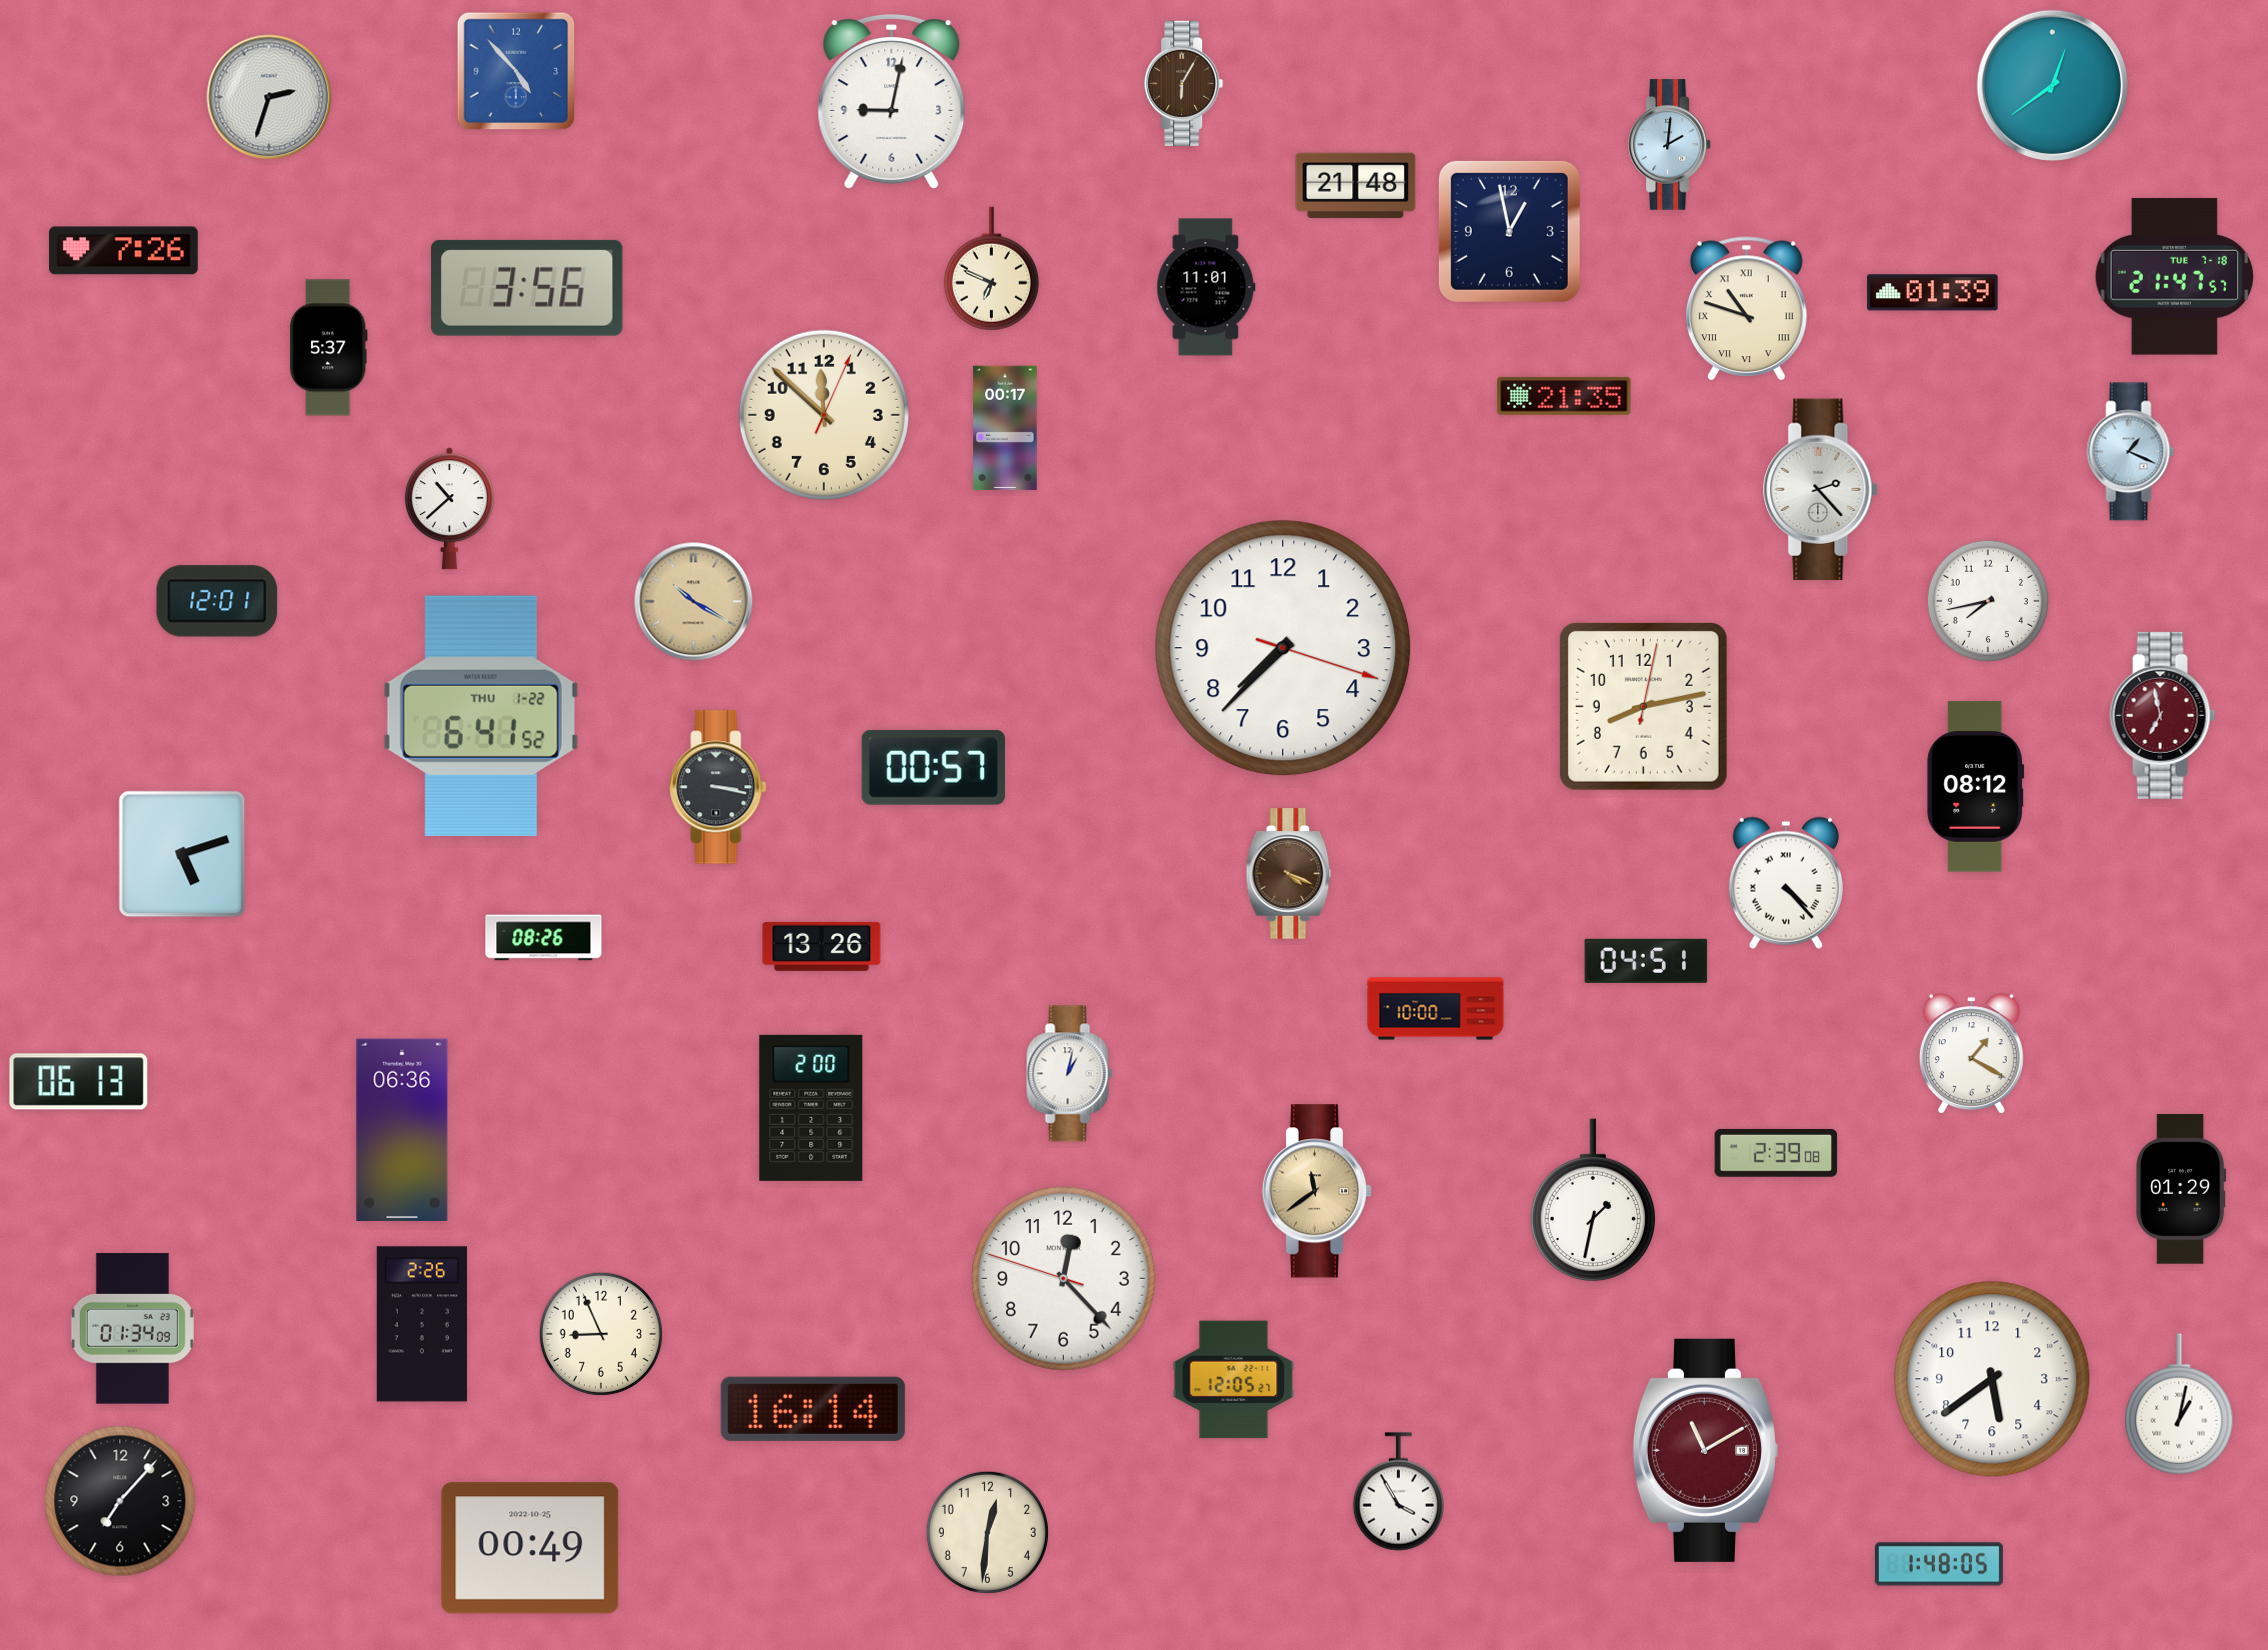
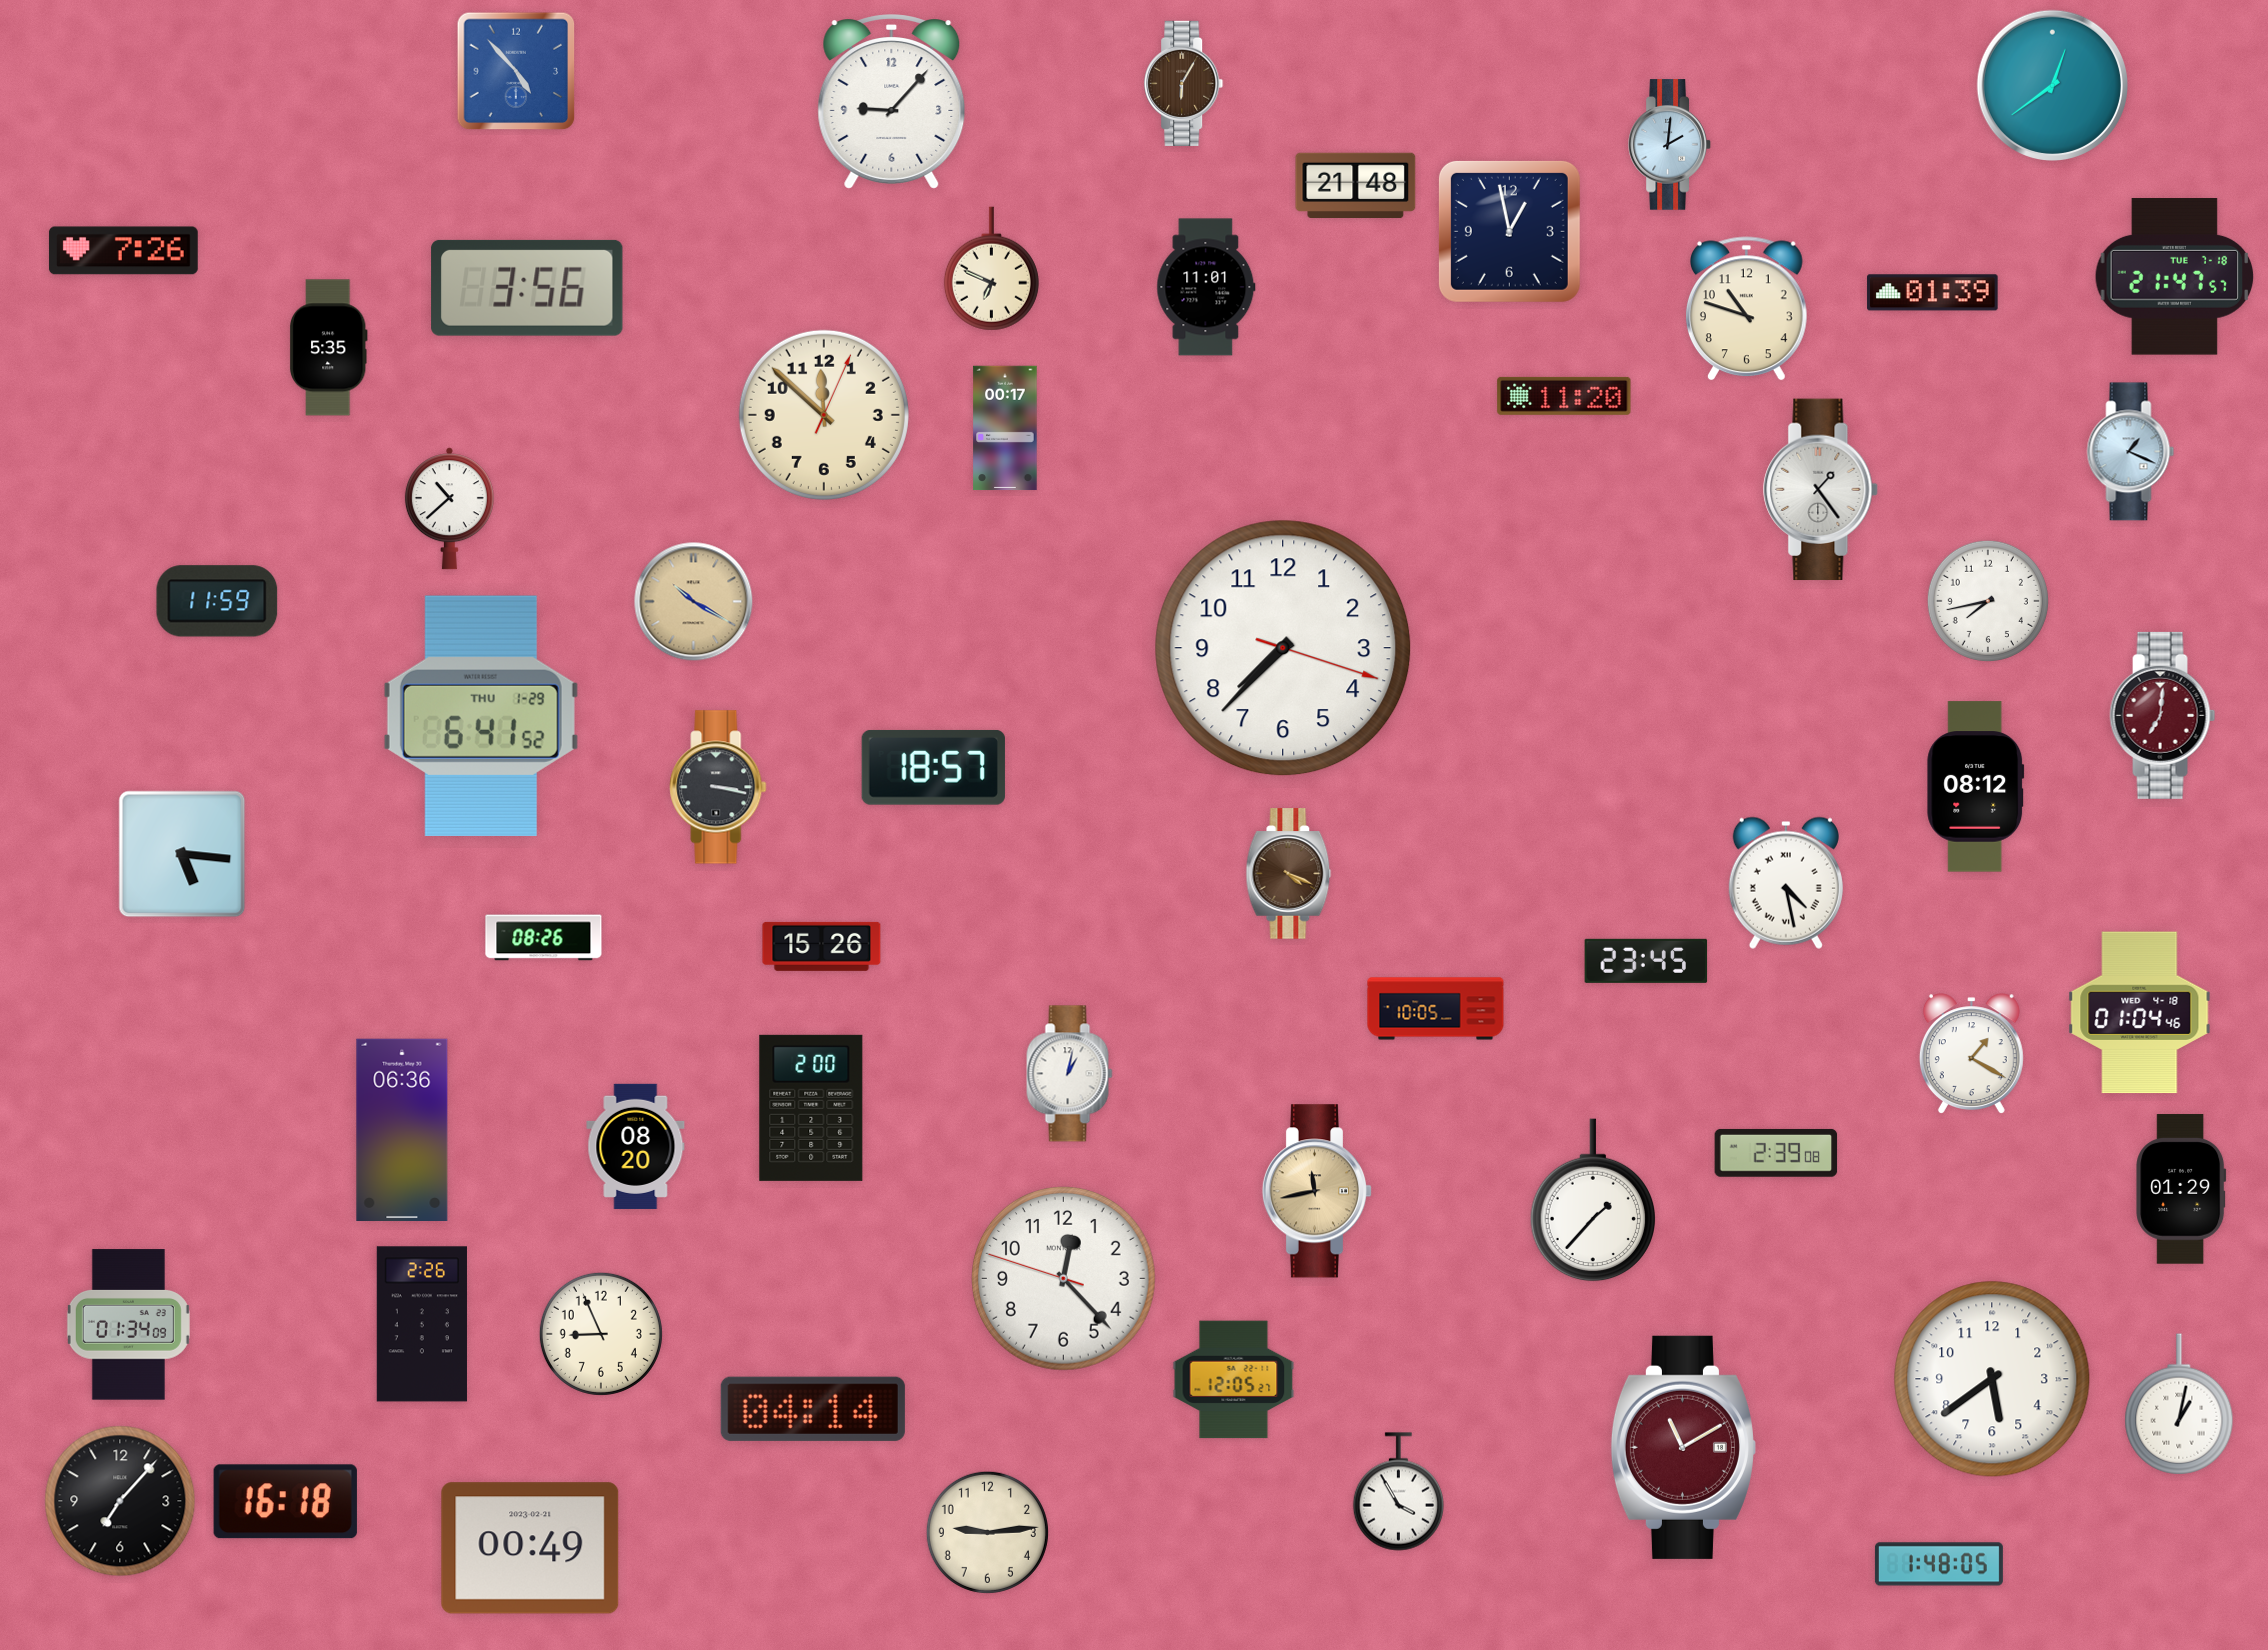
clock at (269, 97): 2:33 -> none
clock at (892, 102): 9:02 -> 9:07
clock at (1746, 309) numerals: Roman -> Arabic
clock at (328, 348): 5:37 -> 5:35
clock at (1564, 396): 21:35 -> 11:20
clock at (1821, 490): 2:23 -> 1:24
clock at (217, 601): 12:01 -> 11:59
clock at (1643, 706): 8:13 -> none
clock at (2163, 715): 6:58 -> 7:01
clock at (481, 716) date: THU 1-22 -> THU 1-29
clock at (933, 767): 00:57 -> 18:57
clock at (182, 854): 5:12 -> 5:16
clock at (1786, 883): 4:23 -> 4:28
clock at (822, 946): 13:26 -> 15:26
clock at (1646, 961): 04:51 -> 23:45
clock at (1436, 1009): 10:00 -> 10:05
clock at (2140, 1013): none -> 01:04
clock at (79, 1082): 06:13 -> none
clock at (636, 1146): none -> 08:20
clock at (1317, 1191): 11:39 -> 11:43
clock at (1592, 1200): 1:32 -> 1:37
clock at (132, 1329) position: (132, 1329) -> (128, 1325)
clock at (813, 1409): 16:14 -> 04:14
clock at (1705, 1450) position: (1705, 1450) -> (1683, 1447)
clock at (285, 1502): none -> 16:18
clock at (987, 1532): 12:31 -> 9:14
clock at (530, 1548) date: 2022-10-25 -> 2023-02-21
